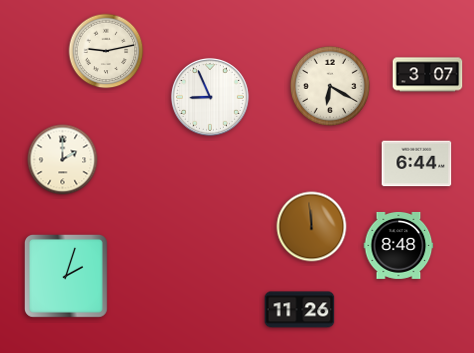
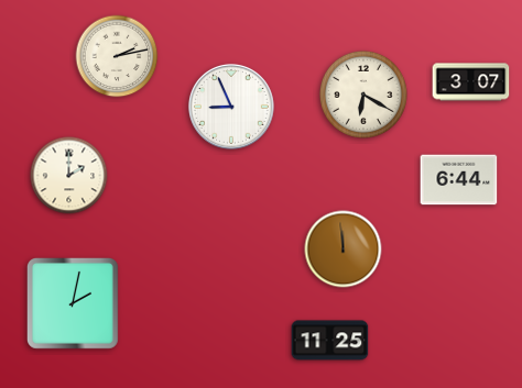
clock at (106, 51): 9:13 -> 2:13
clock at (399, 245): 8:48 -> none
clock at (66, 276): 2:03 -> 2:02
clock at (300, 310): 11:26 -> 11:25
